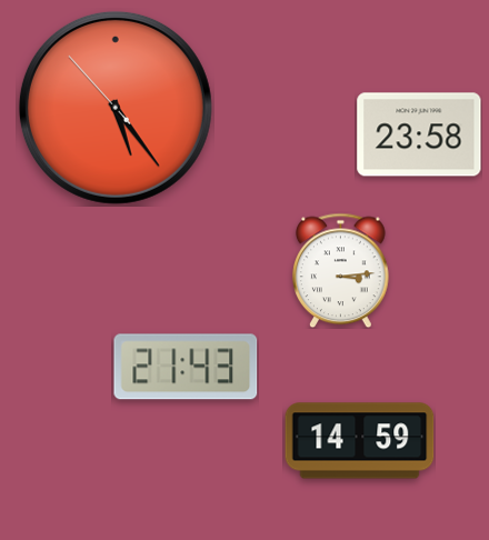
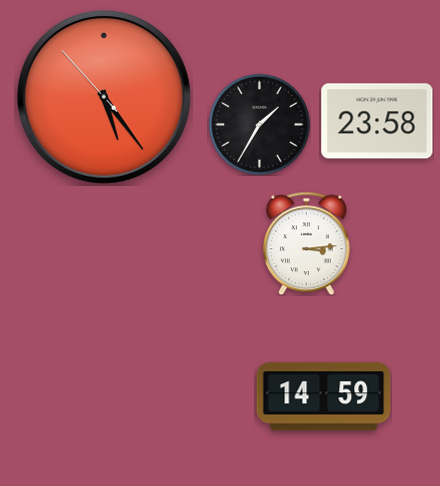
clock at (259, 124): none -> 1:35
clock at (186, 367): 21:43 -> none
